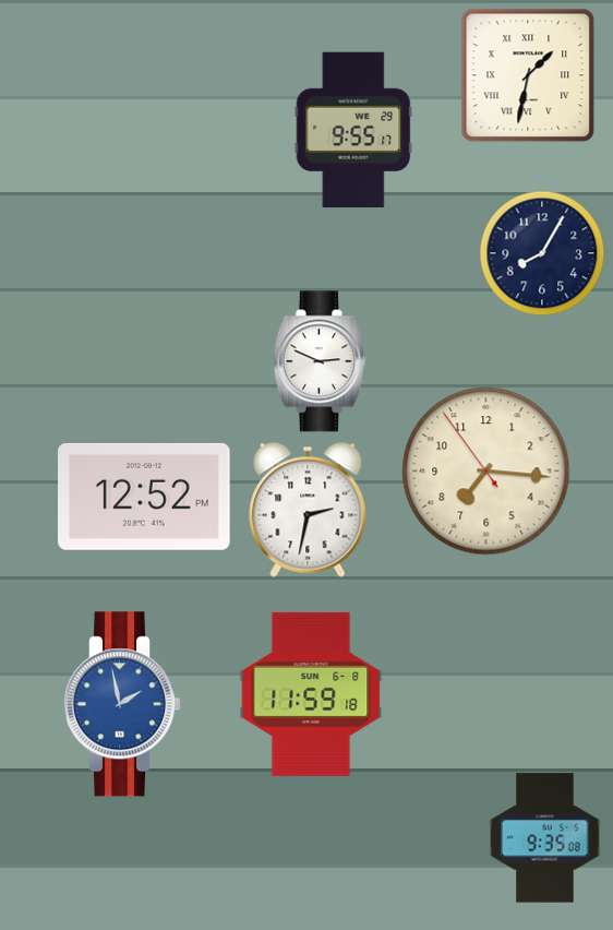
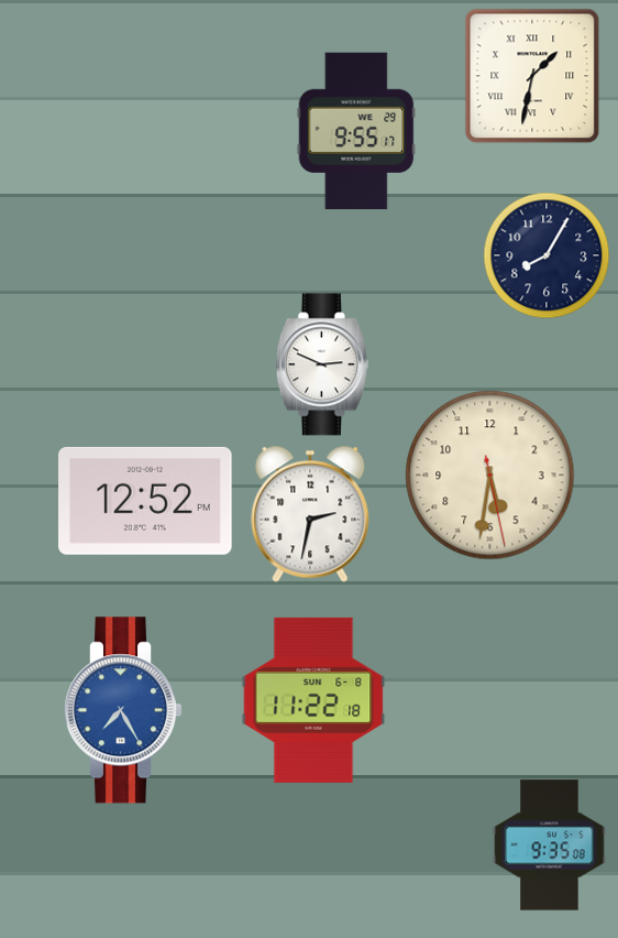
clock at (486, 472): 7:15 -> 5:31
clock at (311, 694): 11:59 -> 11:22
clock at (123, 704): 1:58 -> 7:25
